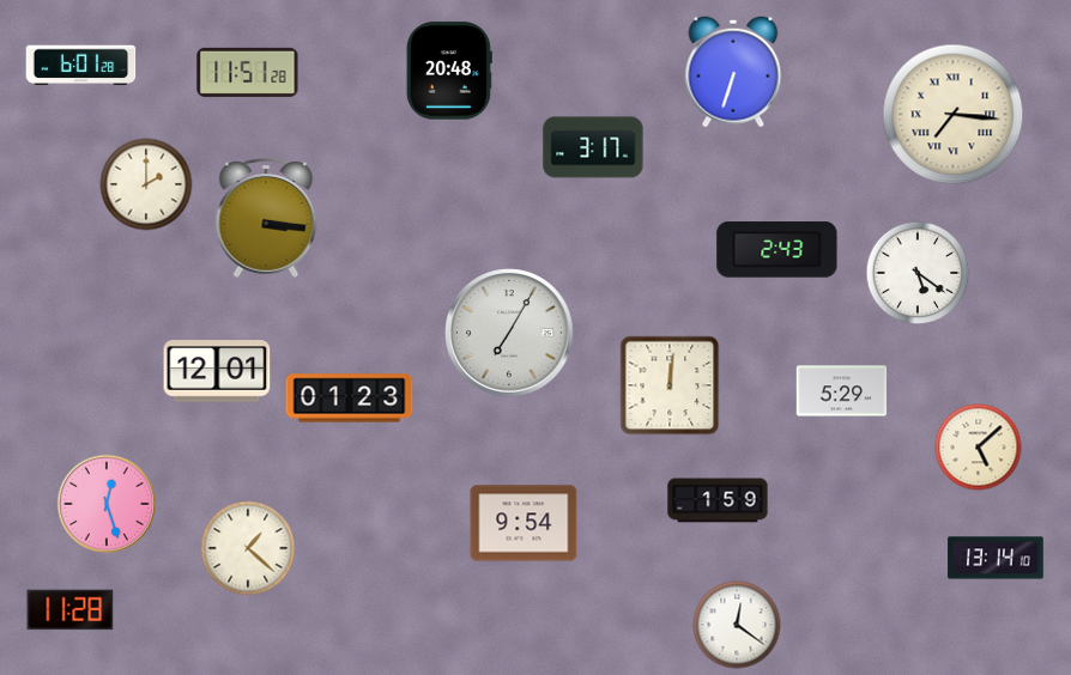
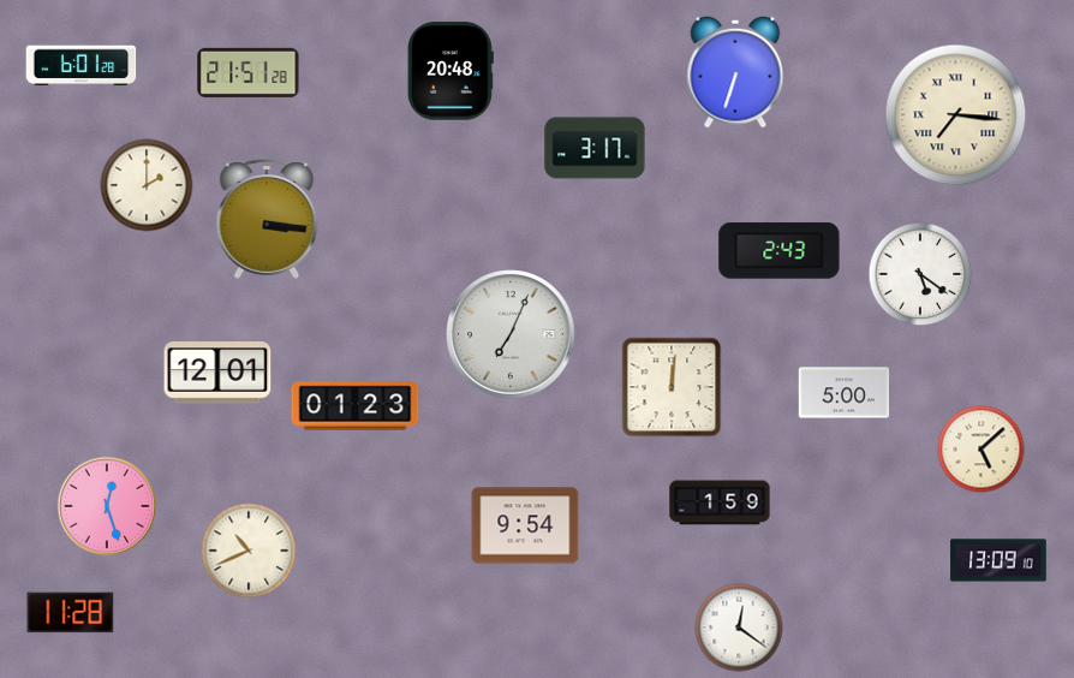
clock at (248, 72): 11:51 -> 21:51
clock at (509, 333): 7:05 -> 7:04
clock at (842, 391): 5:29 -> 5:00
clock at (350, 399) position: (350, 399) -> (356, 406)
clock at (248, 548): 1:22 -> 10:41
clock at (996, 558): 13:14 -> 13:09
